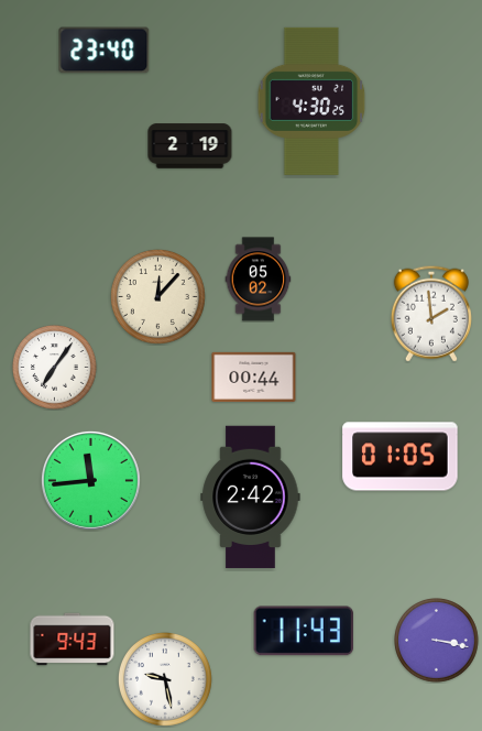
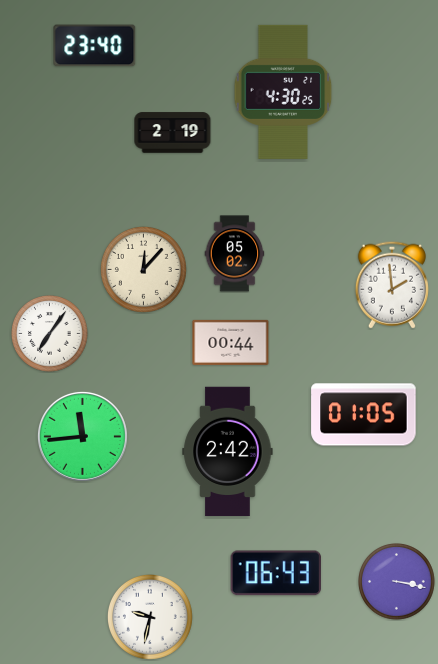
clock at (304, 631): 11:43 -> 06:43
clock at (73, 640): 9:43 -> none
clock at (165, 679): 9:28 -> 9:32
